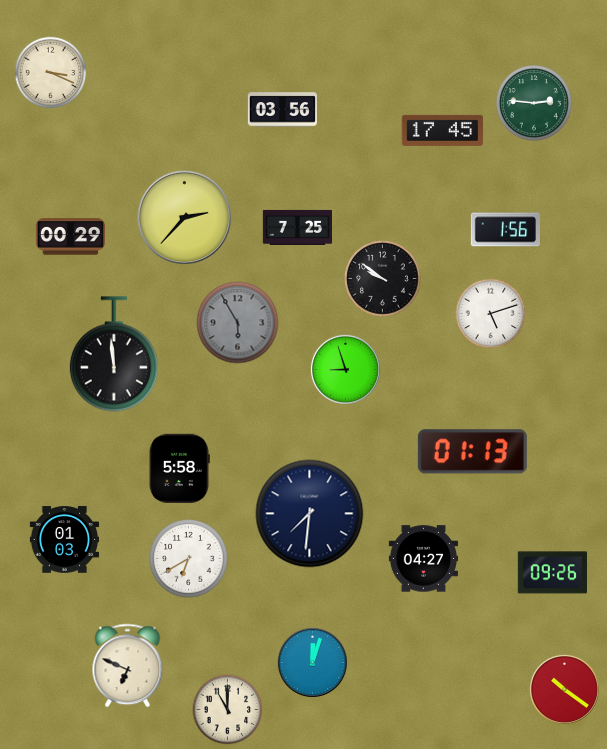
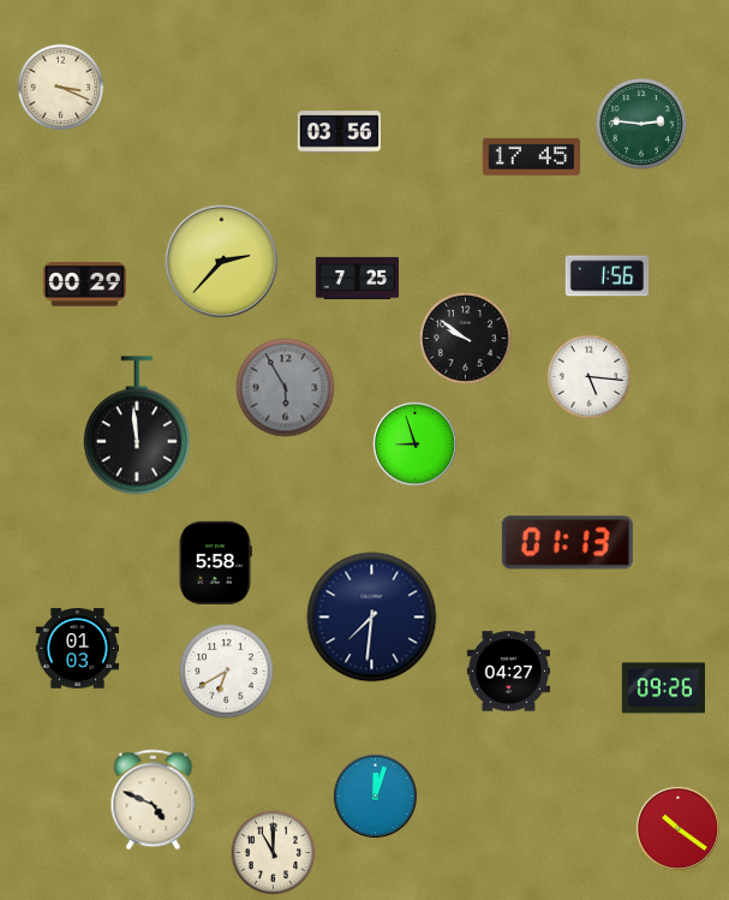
clock at (298, 227) position: (298, 227) -> (358, 278)
clock at (383, 279) position: (383, 279) -> (466, 339)
clock at (491, 314): 5:12 -> 5:16
clock at (128, 666): 6:49 -> 4:49
